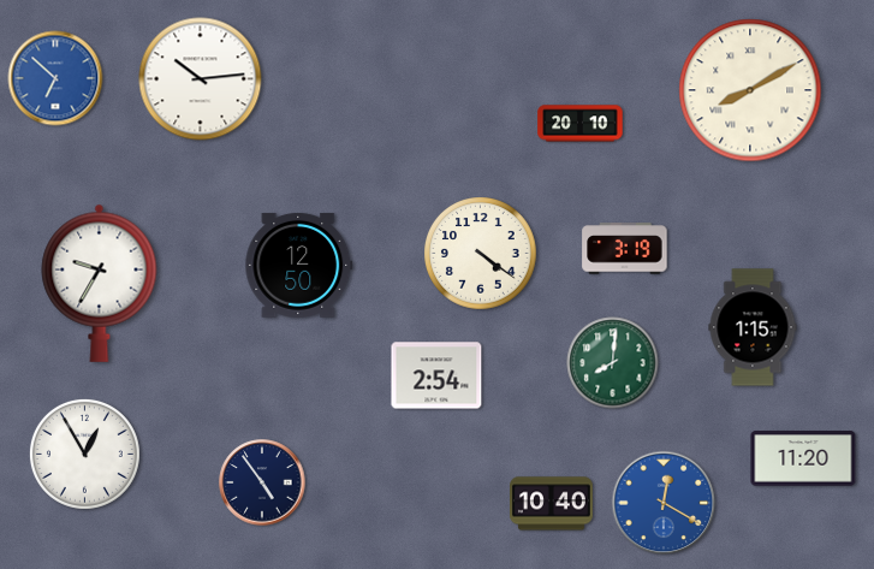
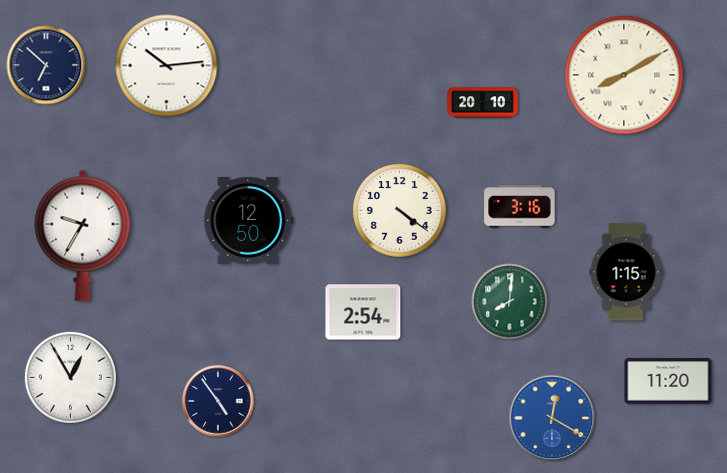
clock at (55, 78) dial: blue -> navy
clock at (625, 249): 3:19 -> 3:16
clock at (552, 504): 10:40 -> none
